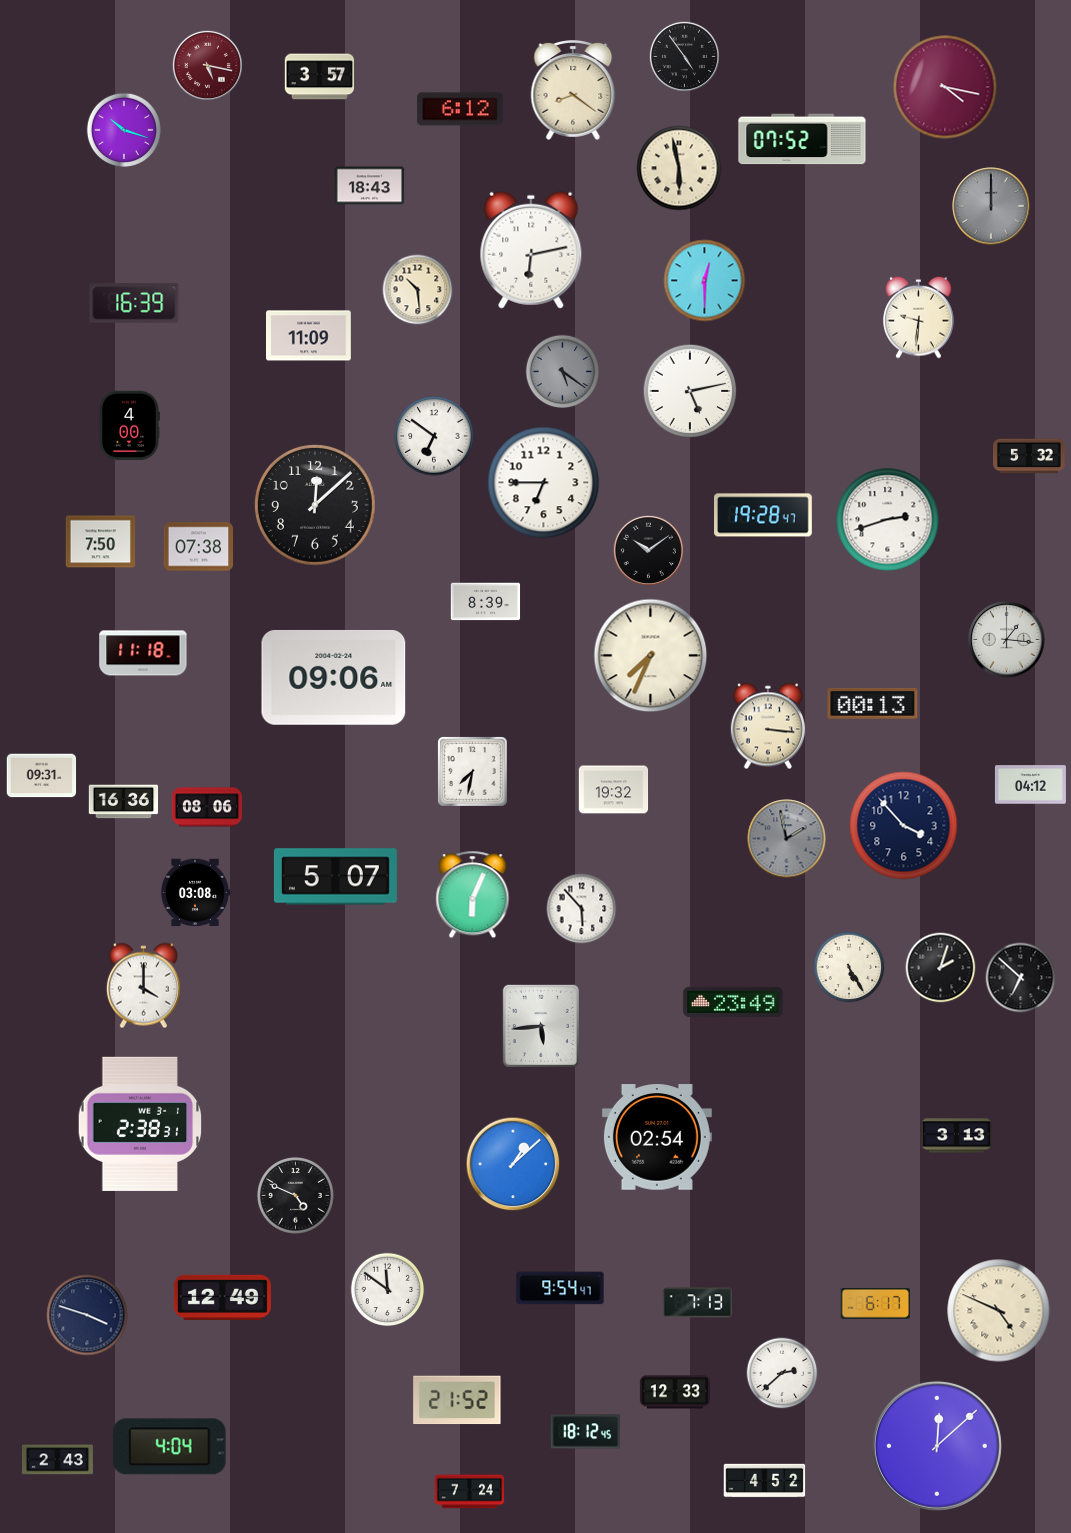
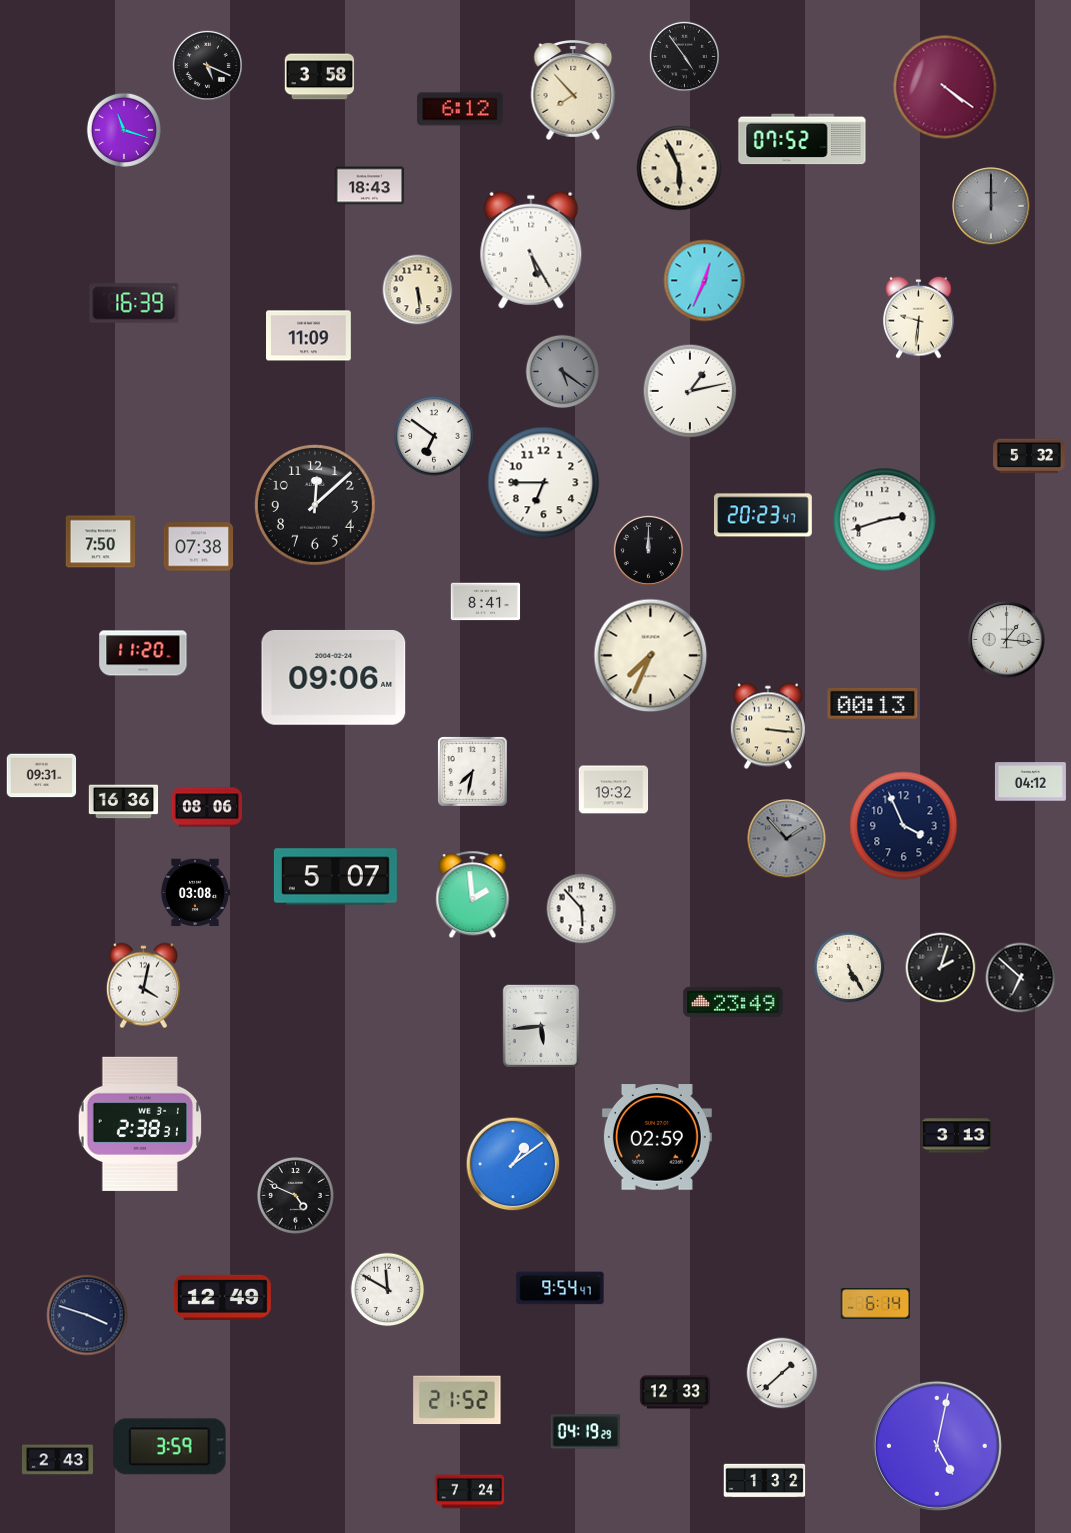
clock at (207, 65): 5:17 -> 5:19
clock at (207, 65) dial: burgundy -> black
clock at (320, 77): 3:57 -> 3:58
clock at (945, 87): 4:17 -> 4:21
clock at (573, 91): 8:21 -> 7:53
clock at (123, 129): 10:18 -> 11:18
clock at (679, 168): 5:58 -> 5:56
clock at (531, 250): 6:13 -> 5:25
clock at (705, 281): 12:30 -> 12:34
clock at (418, 290): 10:29 -> 5:29
clock at (690, 391): 5:13 -> 1:13
clock at (129, 426): 4:00 -> none
clock at (764, 515): 19:28 -> 20:23
clock at (888, 520) position: (888, 520) -> (885, 520)
clock at (648, 550): 10:09 -> 12:00
clock at (486, 602): 8:39 -> 8:41
clock at (143, 653): 11:18 -> 11:20
clock at (1030, 785) position: (1030, 785) -> (1030, 782)
clock at (904, 826): 3:53 -> 3:56
clock at (787, 839): 1:58 -> 1:53
clock at (473, 895): 6:04 -> 1:59
clock at (143, 986): 4:00 -> 4:02
clock at (657, 1137): 02:54 -> 02:59
clock at (513, 1164): 1:08 -> 1:09
clock at (388, 1290): 11:51 -> 11:50
clock at (698, 1303): 7:13 -> none
clock at (875, 1304): 6:17 -> 6:14
clock at (999, 1311): 4:49 -> none
clock at (782, 1373): 2:38 -> 1:38
clock at (586, 1432): 18:12 -> 04:19
clock at (937, 1446): 12:08 -> 5:02
clock at (170, 1447): 4:04 -> 3:59
clock at (765, 1481): 4:52 -> 1:32
